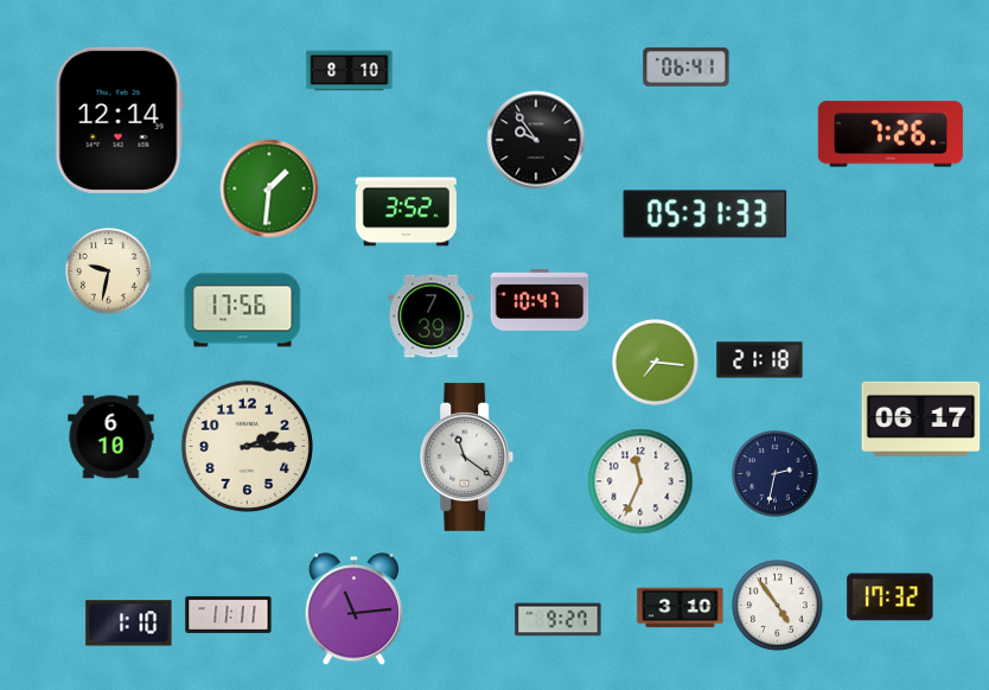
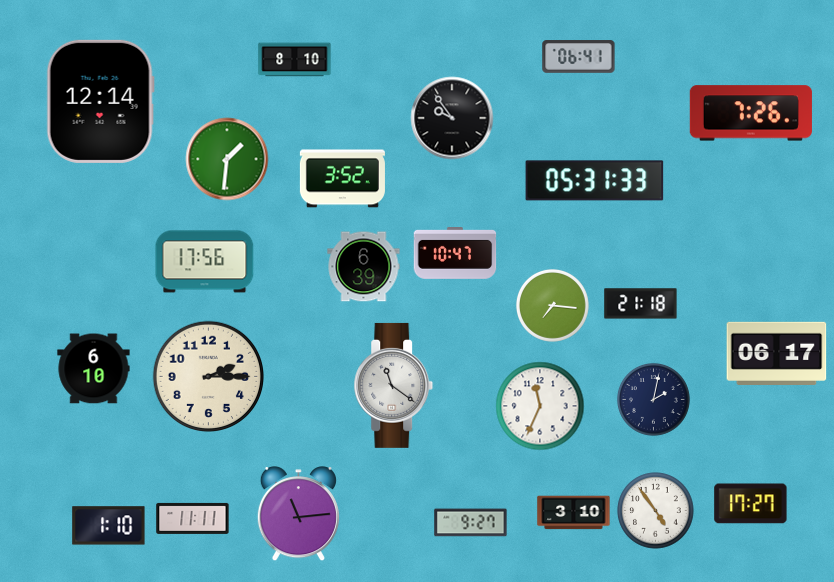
clock at (108, 270): 9:32 -> none
clock at (432, 317): 7:39 -> 6:39
clock at (774, 473): 2:32 -> 2:02
clock at (891, 598): 17:32 -> 17:27
